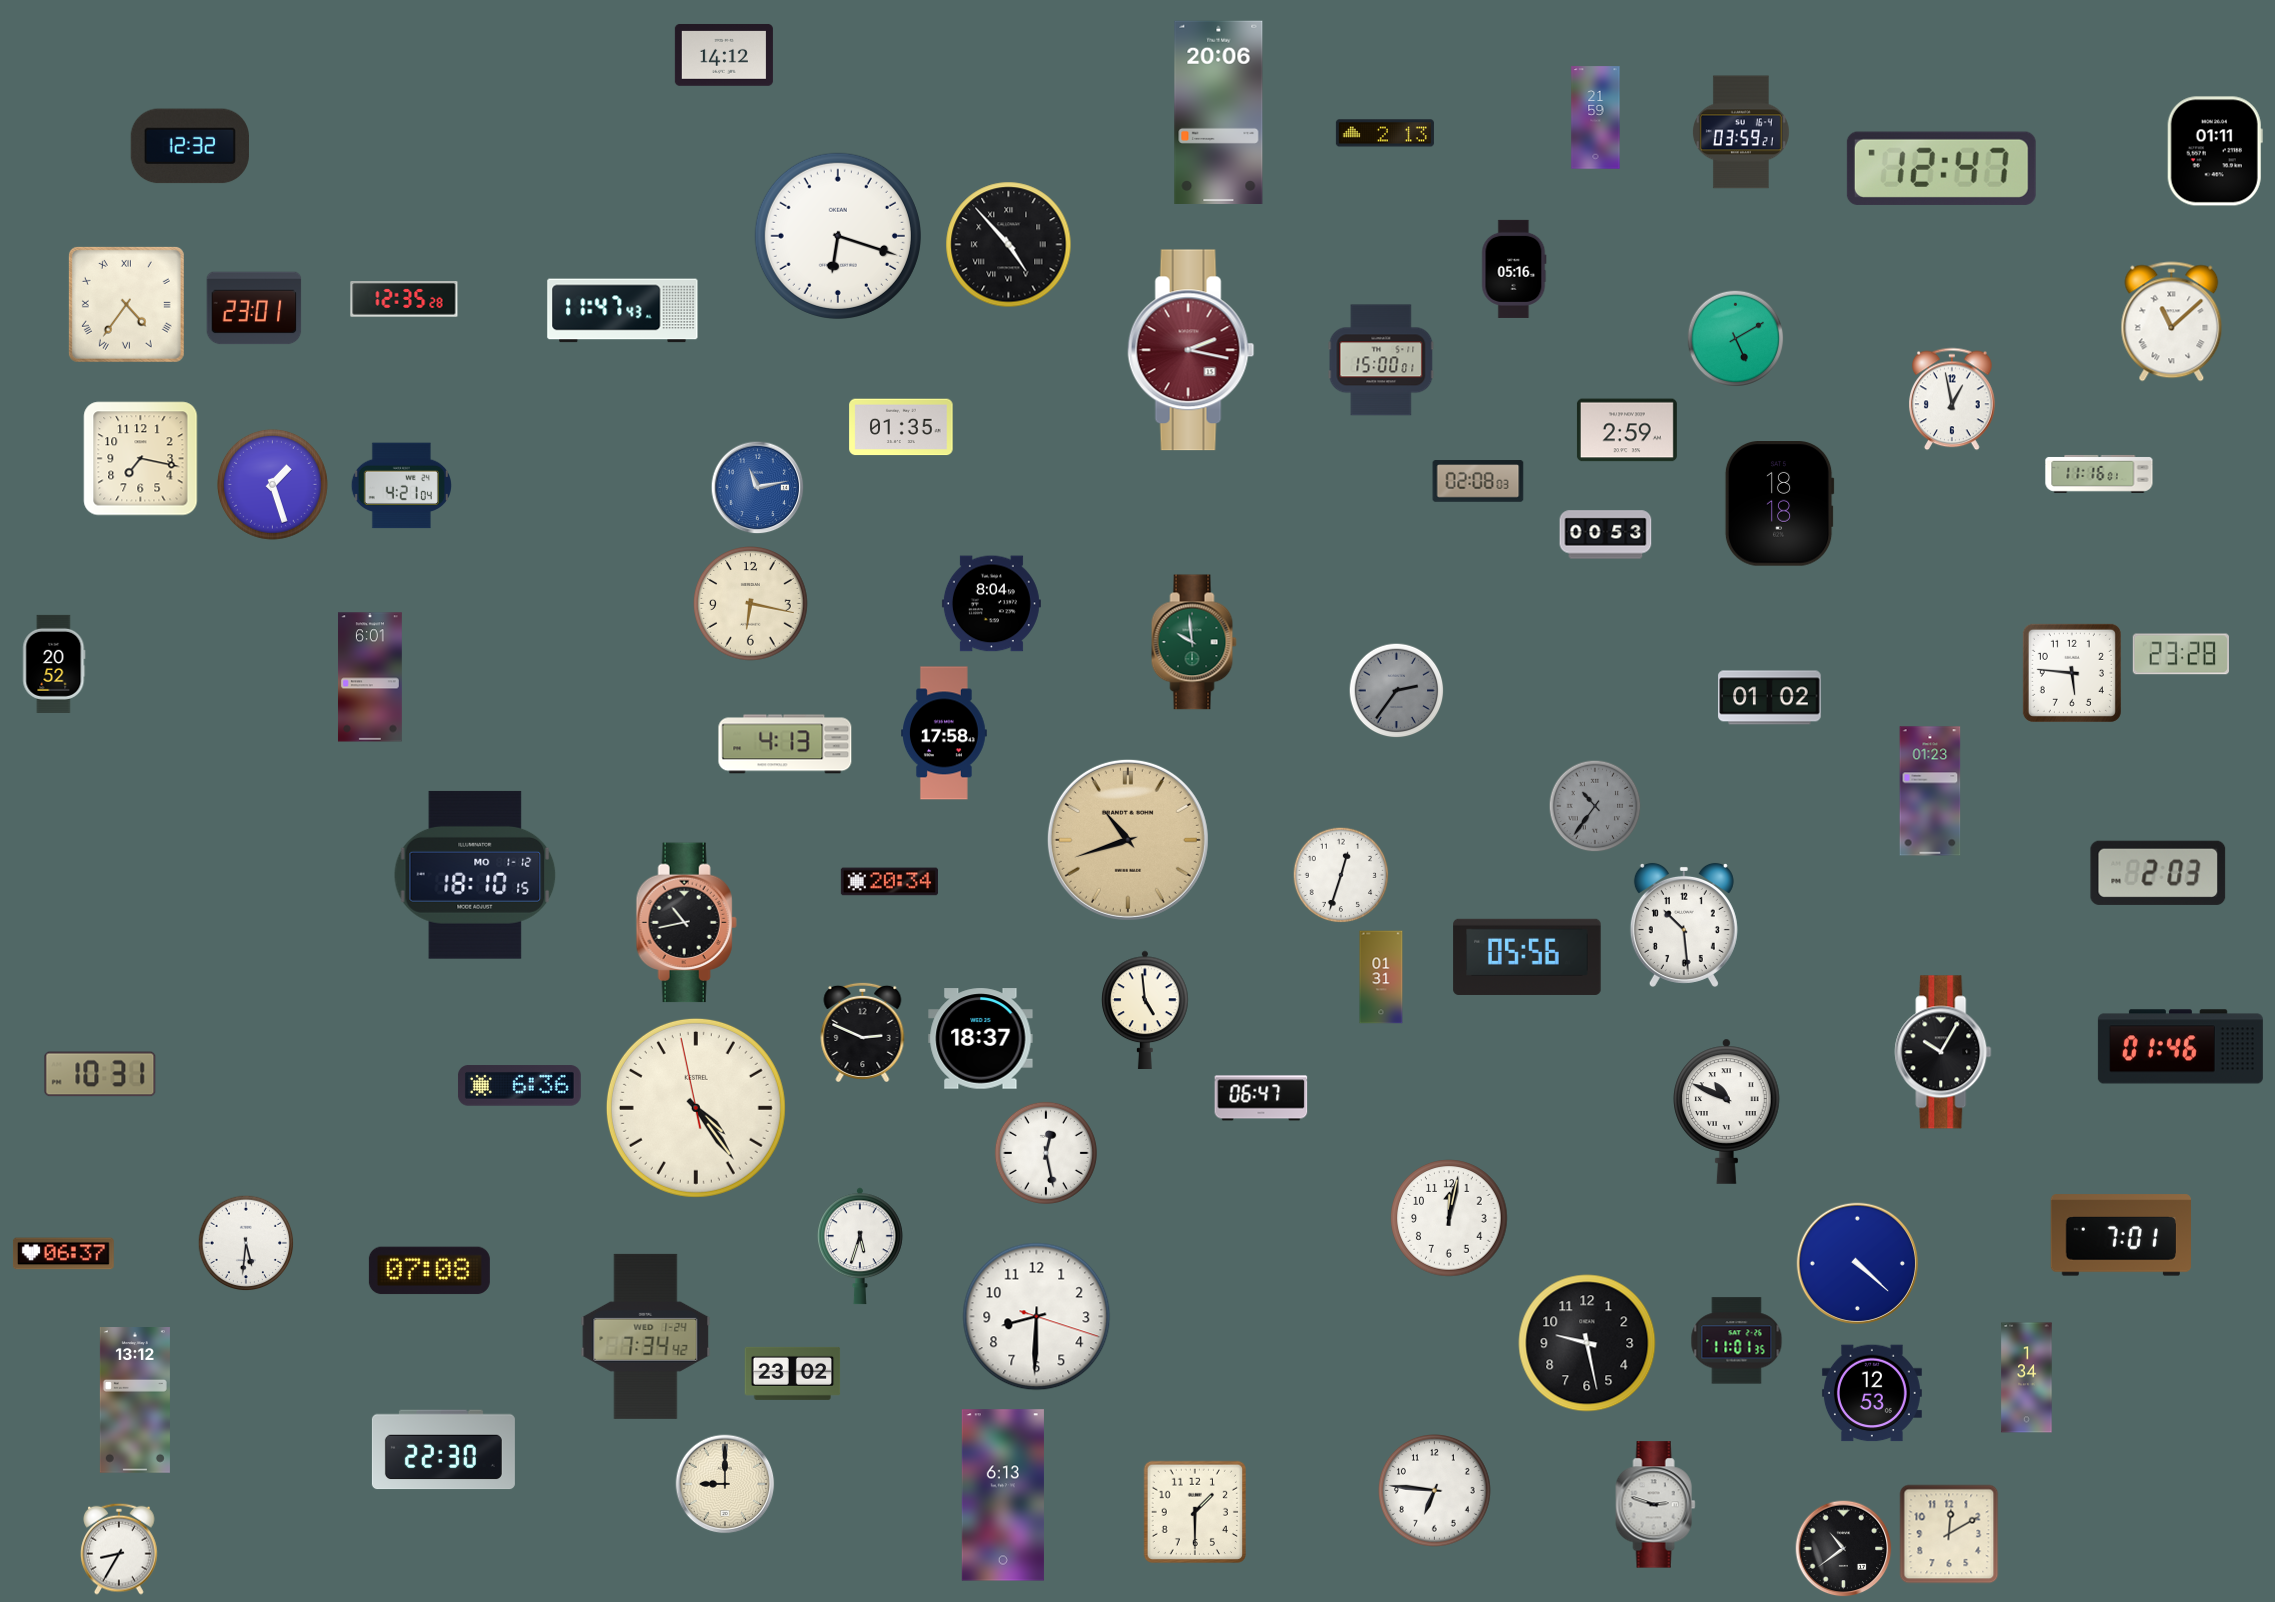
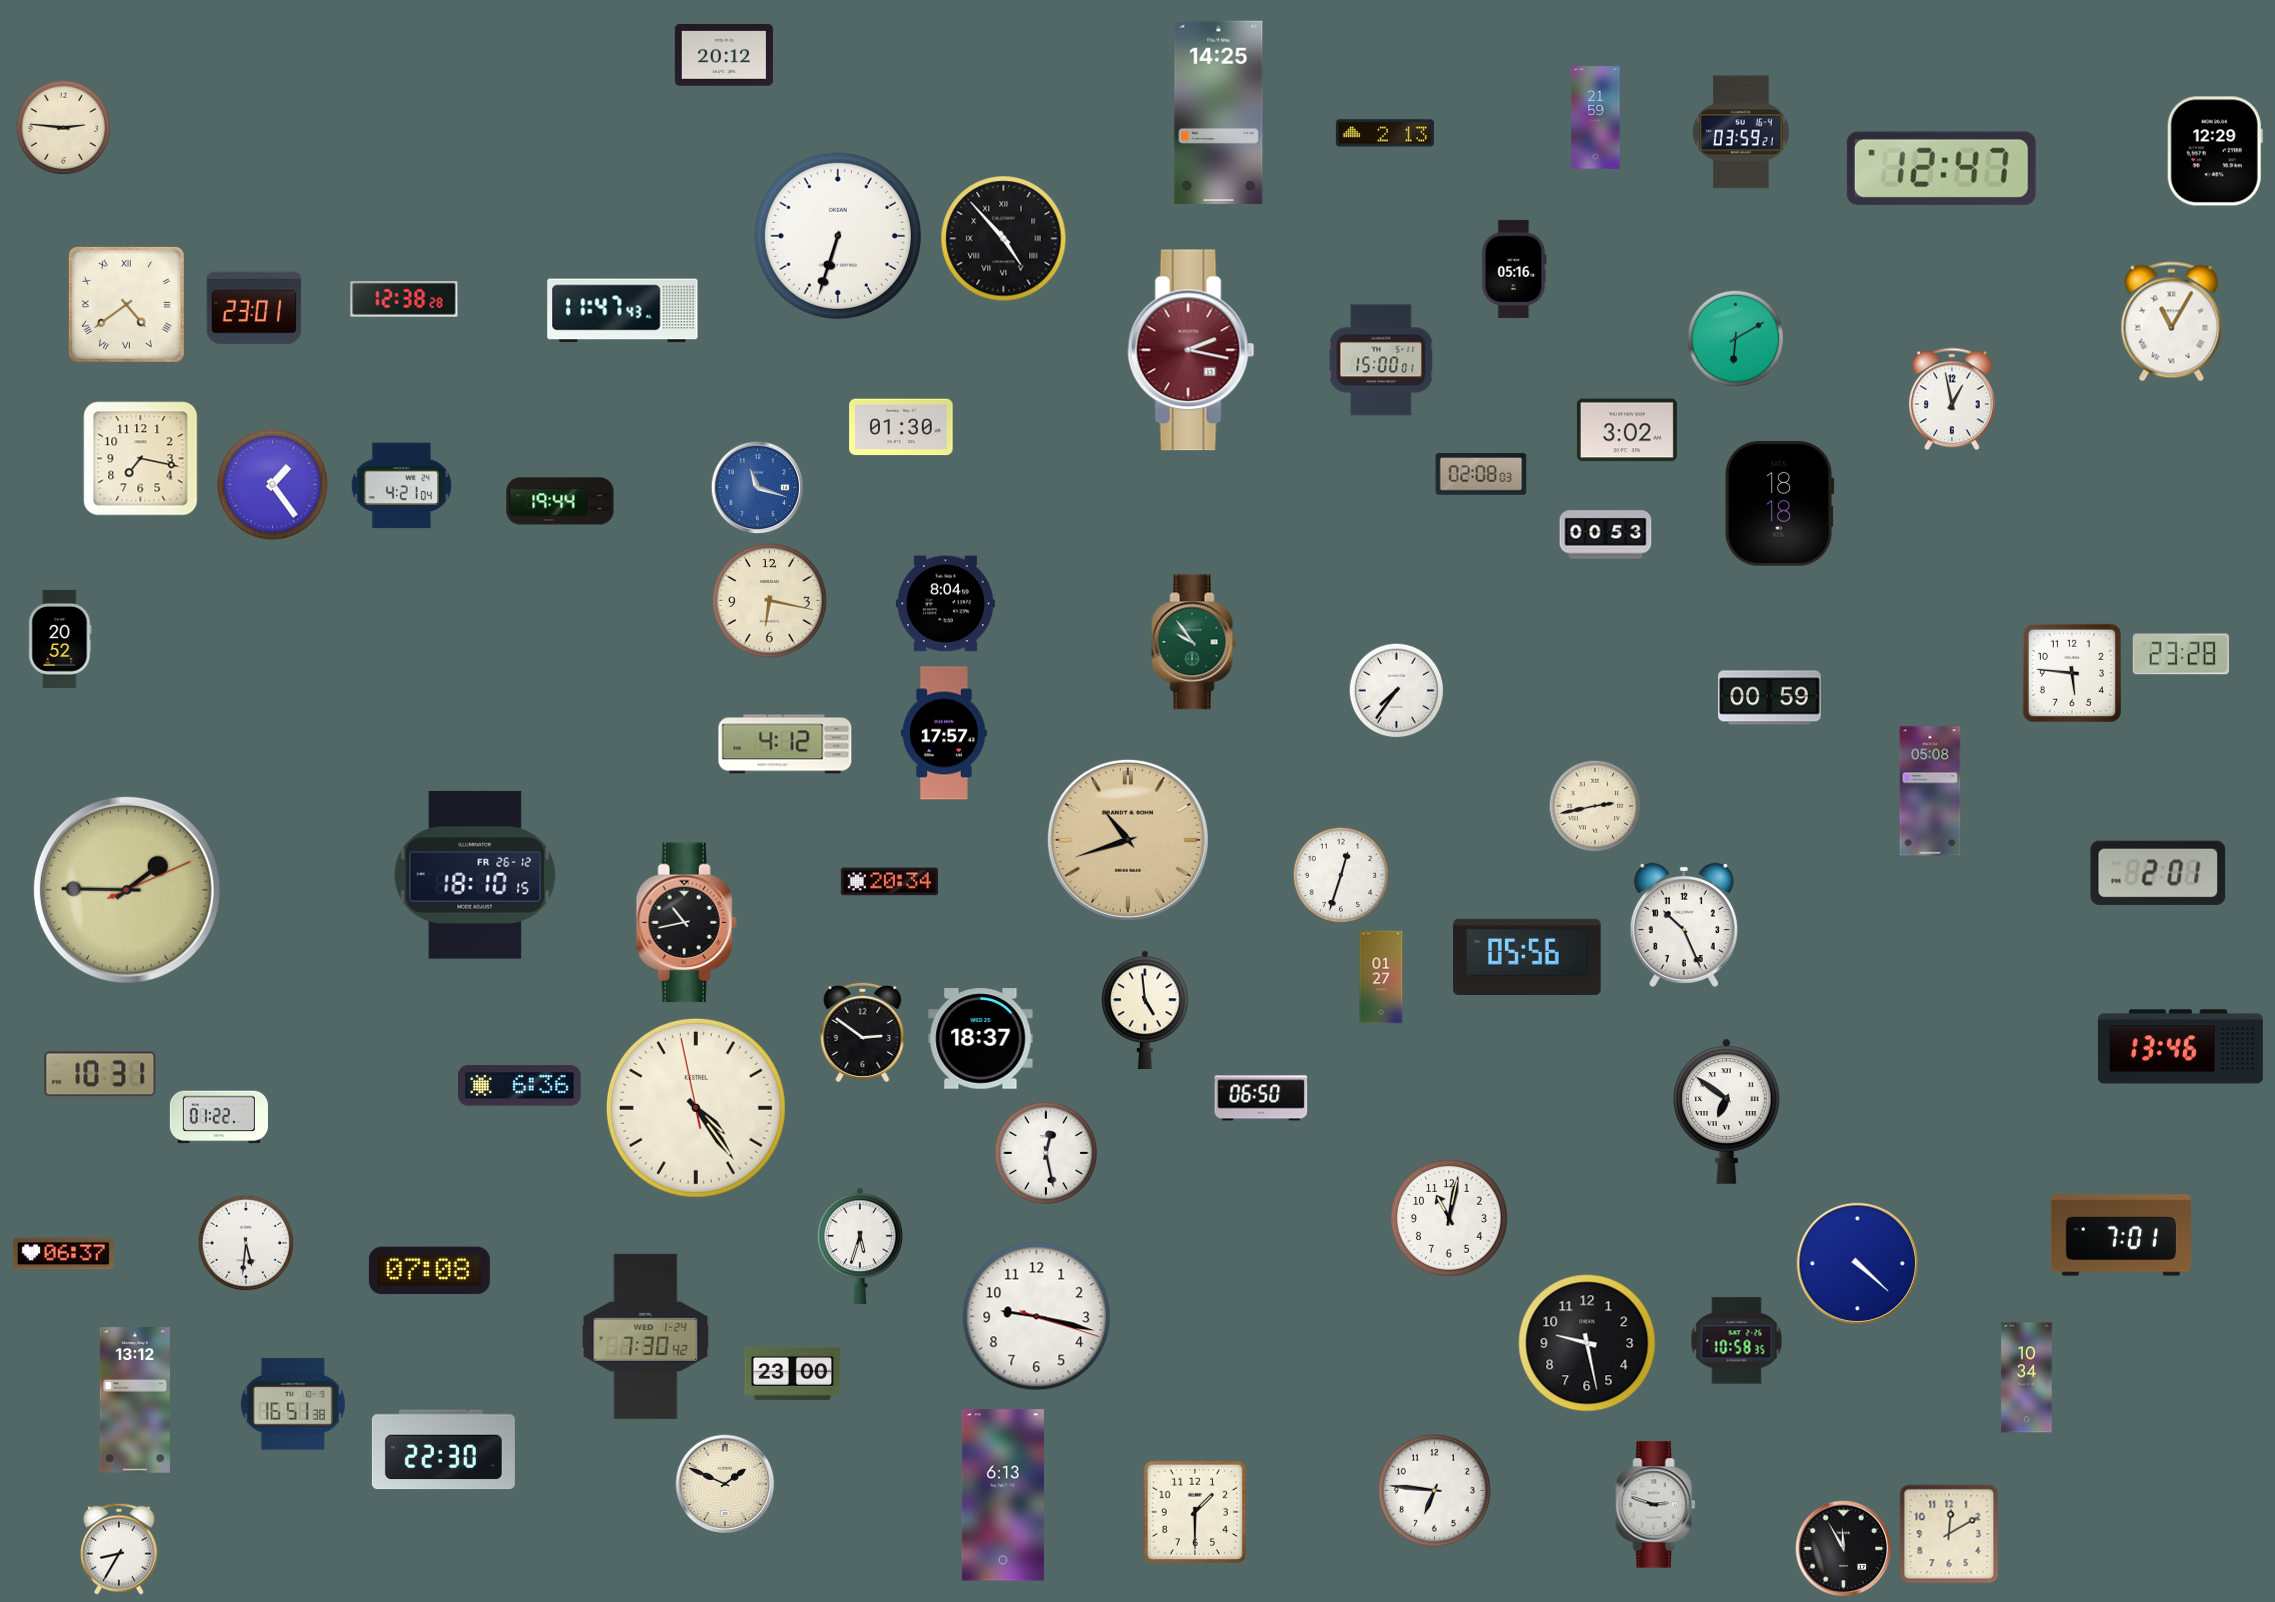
clock at (724, 55): 14:12 -> 20:12
clock at (1219, 112): 20:06 -> 14:25
clock at (64, 128): none -> 2:46
clock at (190, 146): 12:32 -> none
clock at (2215, 151): 01:11 -> 12:29
clock at (838, 236): 6:18 -> 6:33
clock at (1009, 245) position: (1009, 245) -> (1004, 239)
clock at (404, 300): 12:35 -> 12:38
clock at (126, 304): 4:36 -> 4:39
clock at (2172, 322): 11:08 -> 11:05
clock at (1736, 339): 5:10 -> 6:10
clock at (901, 427): 01:35 -> 01:30
clock at (1627, 430): 2:59 -> 3:02
clock at (2099, 474): 11:16 -> none
clock at (1478, 481) position: (1478, 481) -> (1481, 474)
clock at (272, 484): 1:27 -> 1:24
clock at (758, 488): 11:13 -> 11:18
clock at (560, 501): none -> 19:44
clock at (751, 604) position: (751, 604) -> (770, 601)
clock at (991, 604) position: (991, 604) -> (945, 604)
clock at (1194, 642): 9:59 -> 9:54
clock at (54, 664) position: (54, 664) -> (60, 639)
clock at (370, 677): 6:01 -> none
clock at (1397, 691): 2:36 -> 7:36
clock at (1397, 691) dial: grey -> white
clock at (1770, 698): 01:02 -> 00:59
clock at (945, 733): 17:58 -> 17:57
clock at (785, 744): 4:13 -> 4:12
clock at (1930, 791): 01:23 -> 05:08
clock at (1595, 806): 10:36 -> 2:43
clock at (1595, 806) dial: grey -> cream
clock at (2158, 873): 2:03 -> 2:01
clock at (475, 875) date: MO 1-12 -> FR 26-12
clock at (127, 890): none -> 1:45
clock at (1684, 925): 10:29 -> 10:26
clock at (1381, 977): 01:31 -> 01:27
clock at (863, 1032): 2:49 -> 2:51
clock at (2180, 1047): 01:46 -> 13:46
clock at (1943, 1052): 10:05 -> none
clock at (1261, 1098): 06:47 -> 06:50
clock at (1727, 1111): 10:49 -> 6:51
clock at (219, 1117): none -> 01:22
clock at (1449, 1218): 12:02 -> 11:02
clock at (1037, 1317): 8:30 -> 9:17
clock at (646, 1336): 7:34 -> 7:30
clock at (1737, 1341): 11:01 -> 10:58
clock at (793, 1373): 23:02 -> 23:00
clock at (2027, 1378): 1:34 -> 10:34
clock at (1872, 1393): 12:53 -> none
clock at (293, 1404): none -> 16:51
clock at (725, 1484): 9:00 -> 1:49
clock at (1844, 1549): 10:39 -> 11:55
